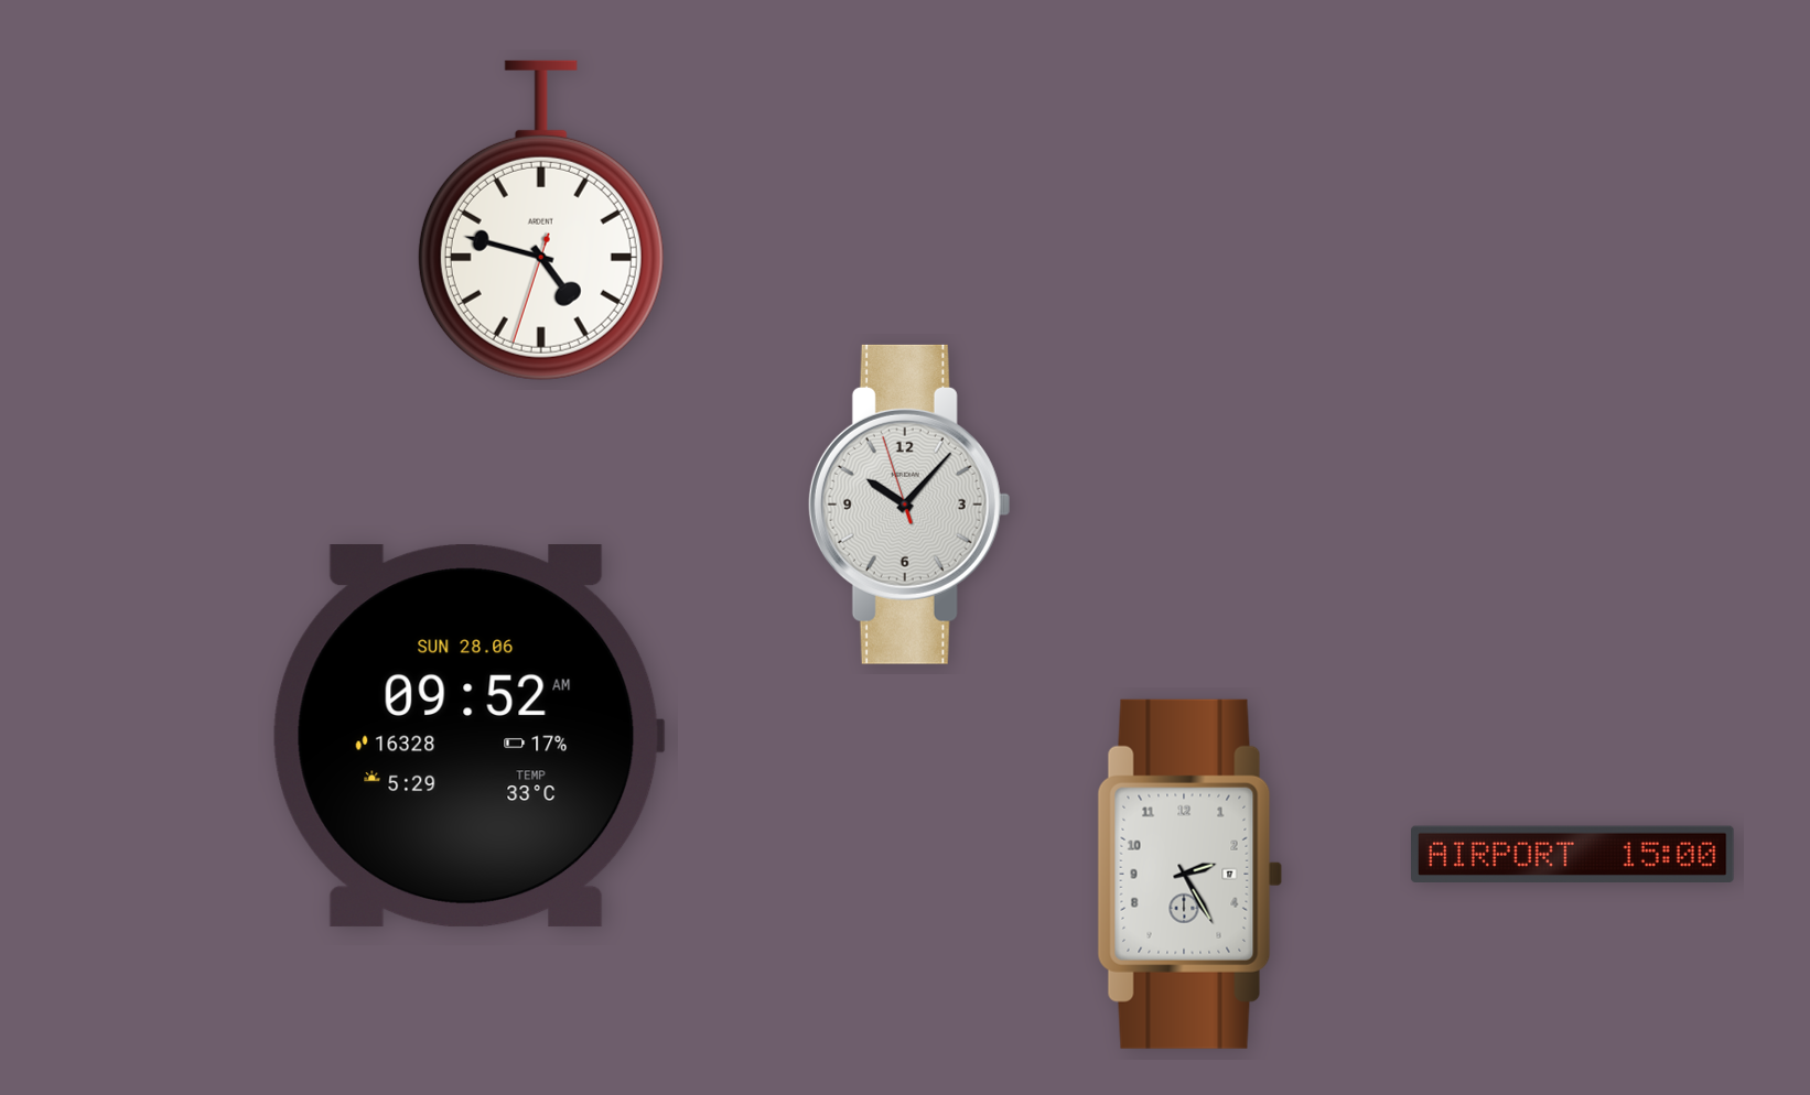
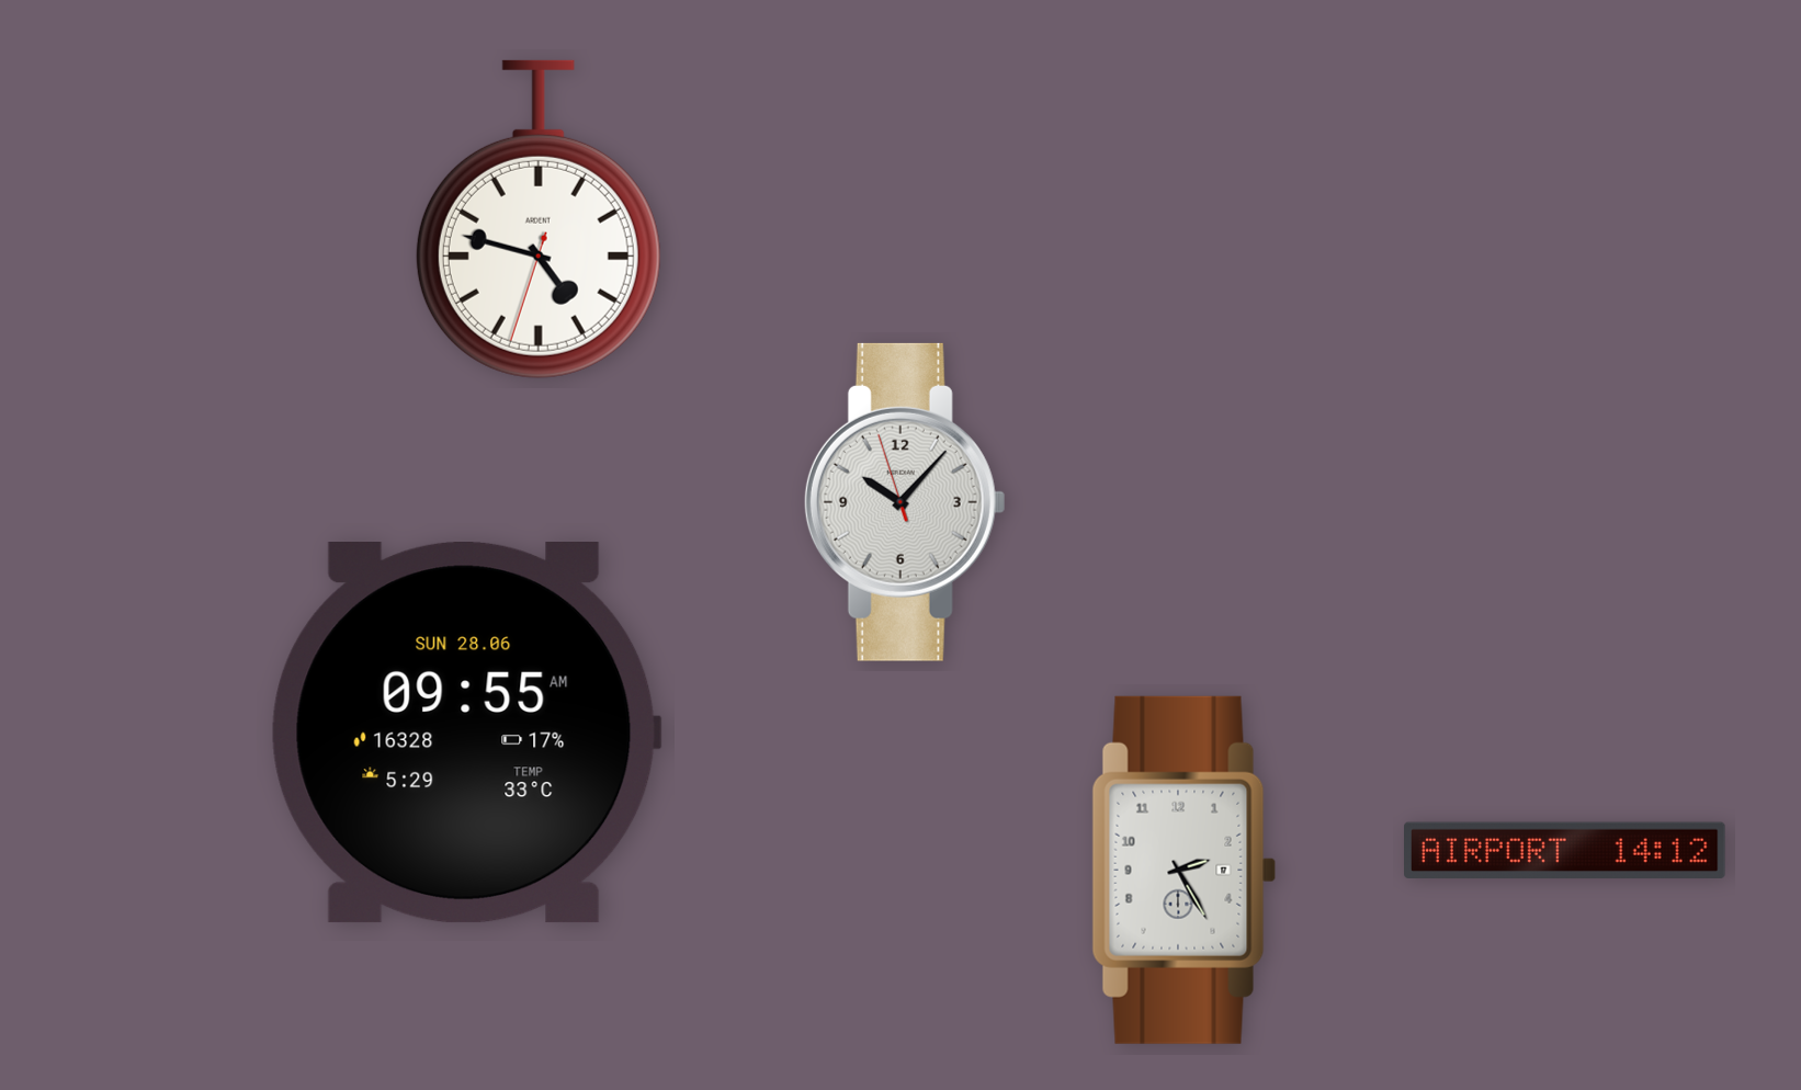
clock at (468, 737): 09:52 -> 09:55
clock at (1573, 855): 15:00 -> 14:12
